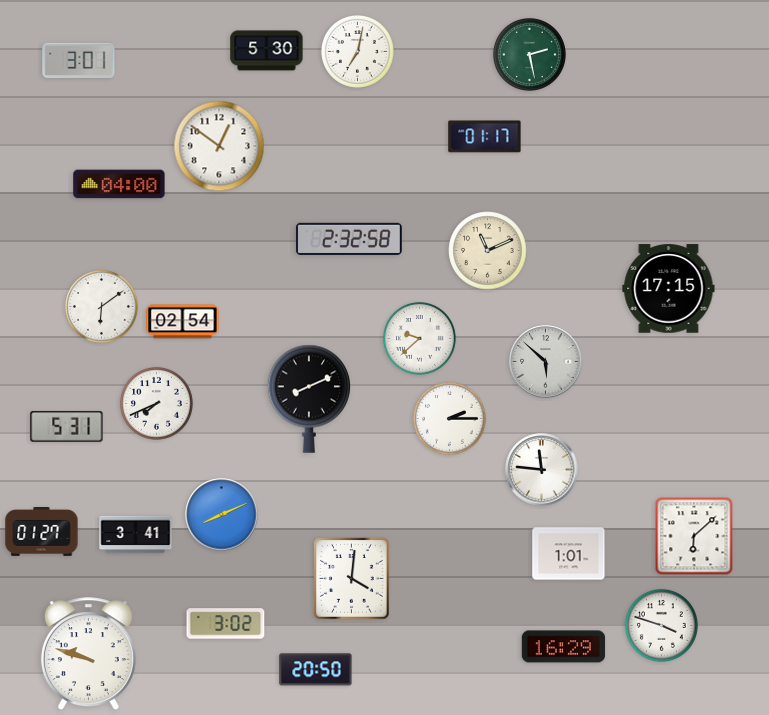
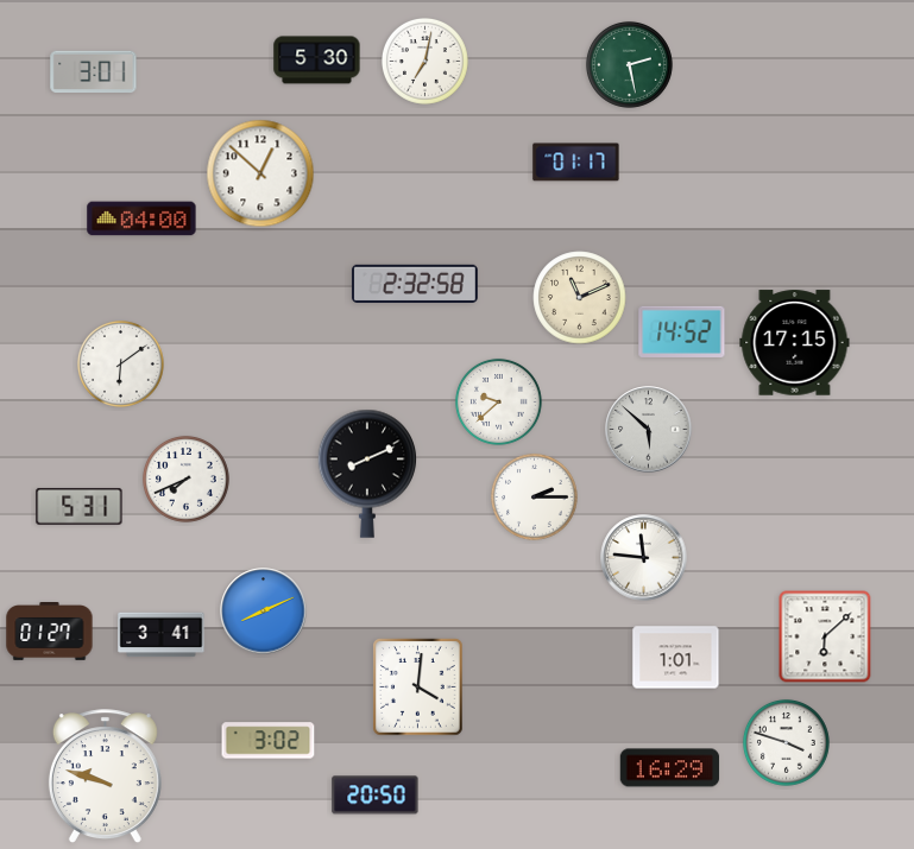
clock at (219, 146): 12:51 -> 12:52
clock at (682, 331): none -> 14:52
clock at (183, 322): 02:54 -> none
